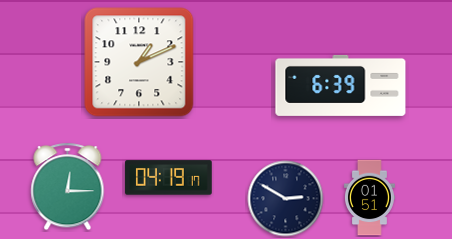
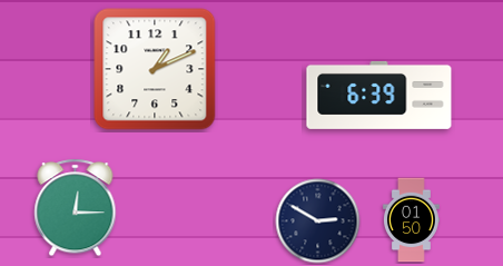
clock at (169, 178): 04:19 -> none
clock at (370, 198): 01:51 -> 01:50
